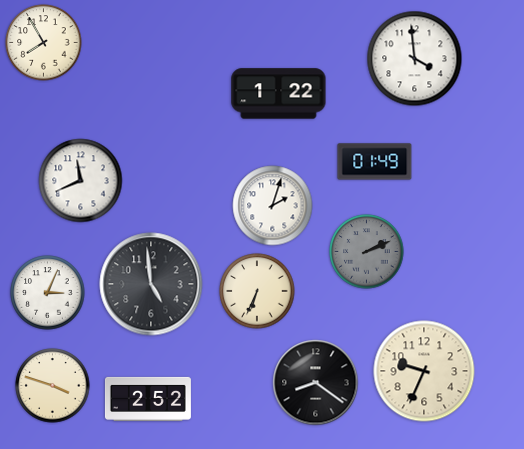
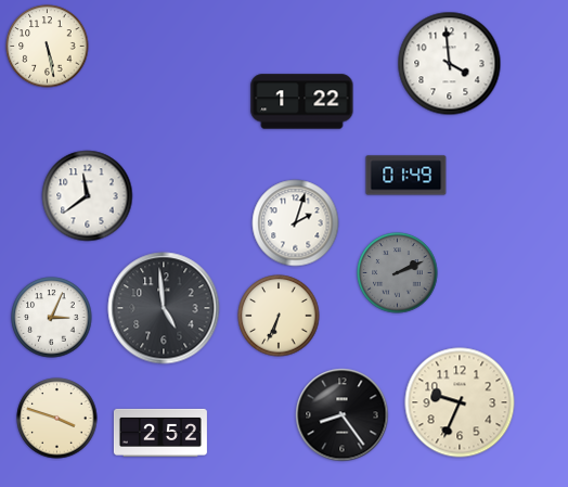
clock at (44, 43): 7:55 -> 5:28
clock at (81, 181): 11:41 -> 11:39
clock at (316, 383): 8:21 -> 8:24
